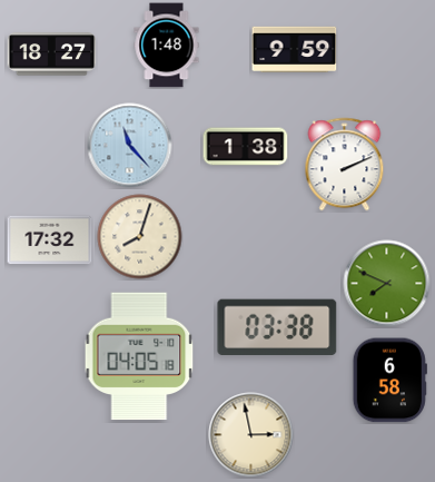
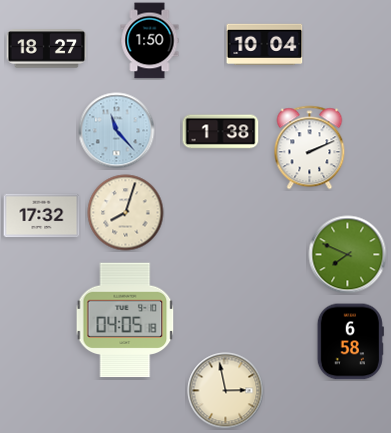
clock at (167, 46): 1:48 -> 1:50
clock at (295, 49): 9:59 -> 10:04
clock at (50, 240) position: (50, 240) -> (42, 216)
clock at (277, 327): 03:38 -> none
